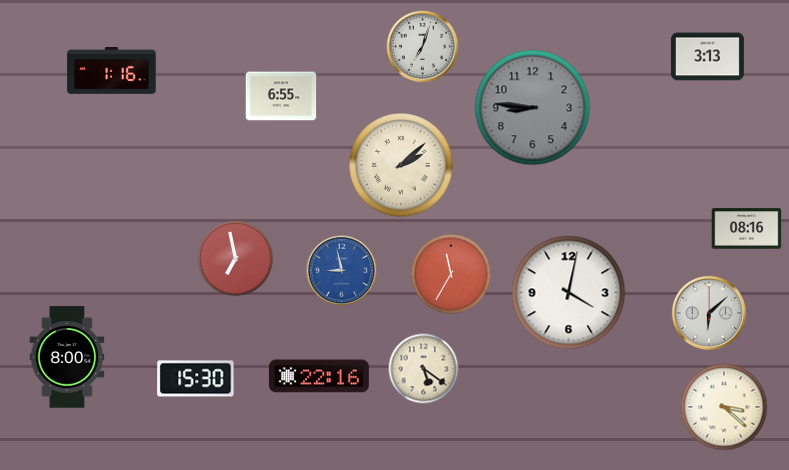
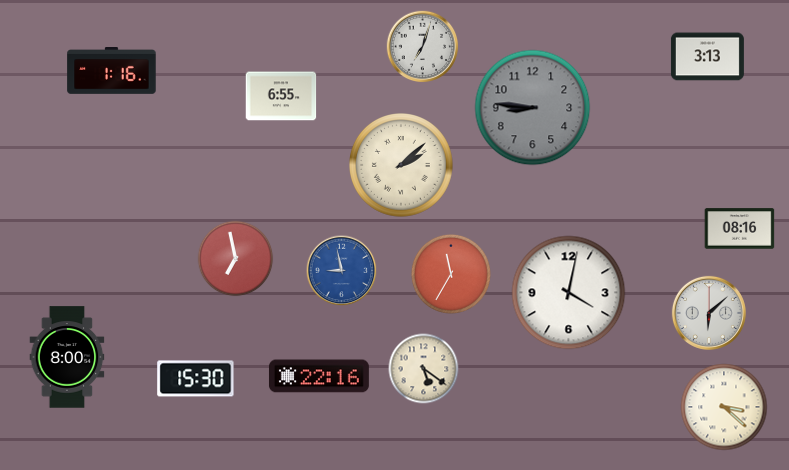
clock at (747, 229) position: (747, 229) -> (740, 229)
